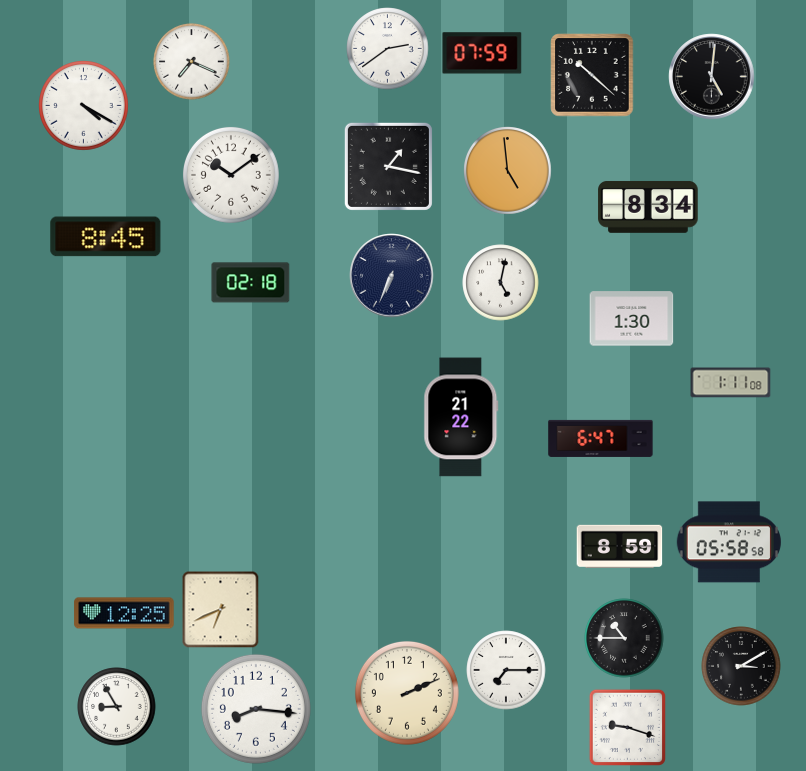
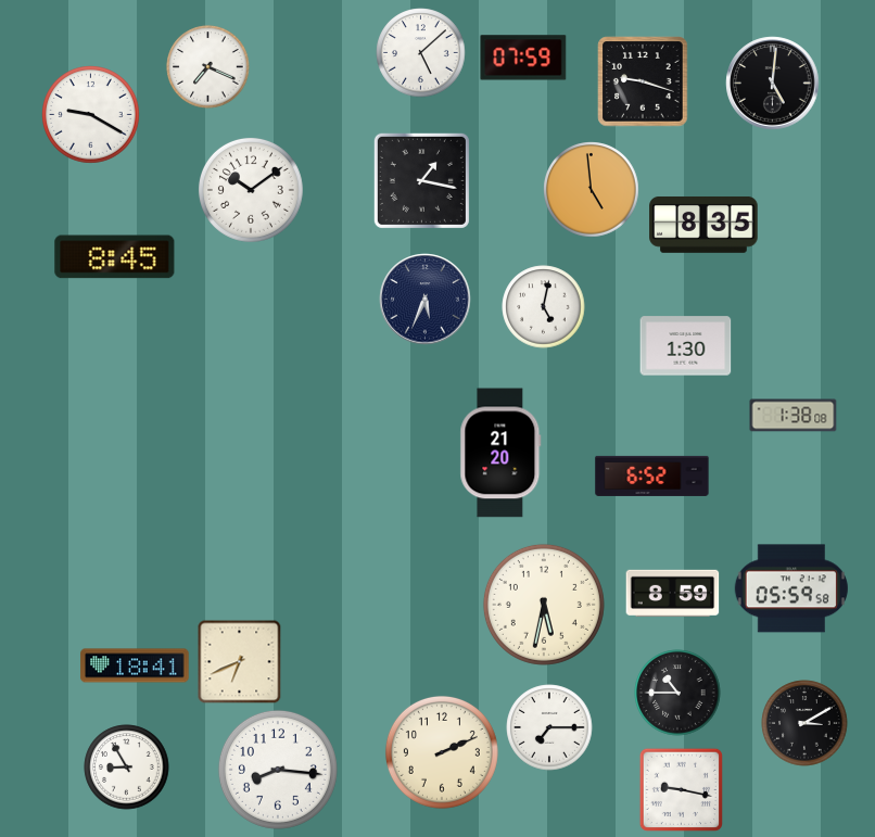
clock at (388, 49): 2:39 -> 5:08
clock at (592, 75): 10:22 -> 9:18
clock at (84, 106): 4:20 -> 9:20
clock at (508, 171) position: (508, 171) -> (592, 190)
clock at (648, 207): 8:34 -> 8:35
clock at (392, 276): 6:34 -> 5:34
clock at (251, 283): 02:18 -> none
clock at (731, 383): 1:11 -> 1:38
clock at (461, 417): 21:22 -> 21:20
clock at (601, 438): 6:47 -> 6:52
clock at (729, 542): 05:58 -> 05:59
clock at (544, 605): none -> 5:32
clock at (124, 613): 12:25 -> 18:41
clock at (627, 727): 9:18 -> 9:17
